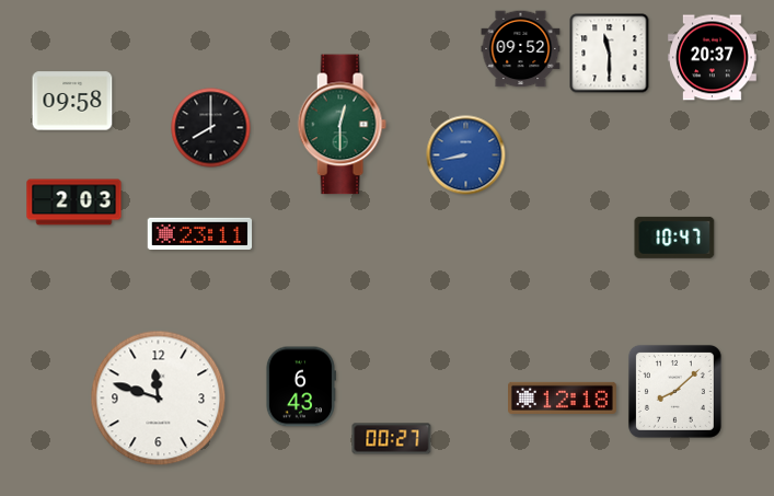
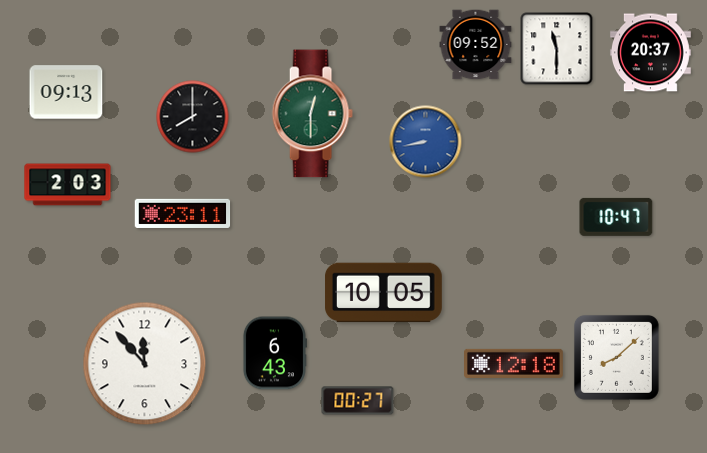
clock at (72, 101): 09:58 -> 09:13
clock at (384, 293): none -> 10:05
clock at (159, 399): 11:48 -> 11:53
